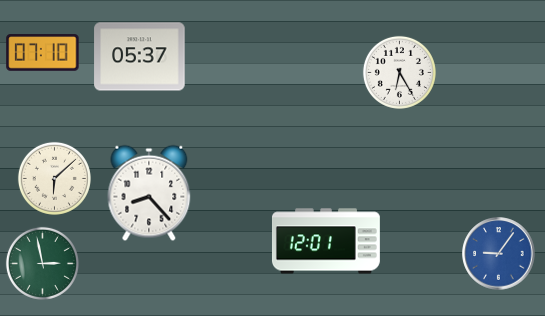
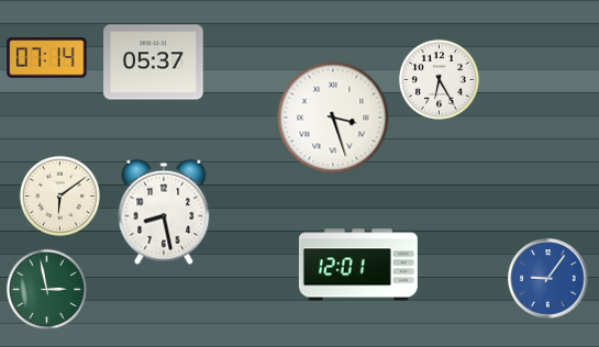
clock at (43, 53): 07:10 -> 07:14
clock at (333, 117): none -> 3:27
clock at (54, 178): 6:08 -> 6:09
clock at (149, 193): 8:23 -> 8:28
